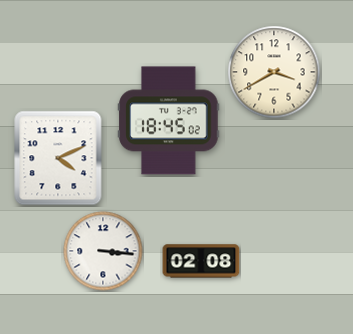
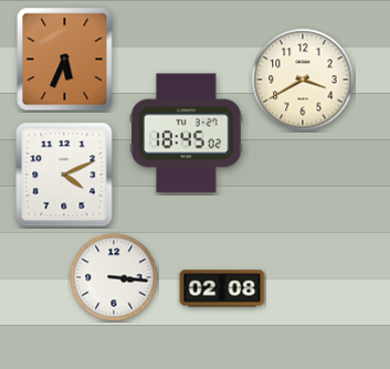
clock at (65, 60): none -> 5:34
